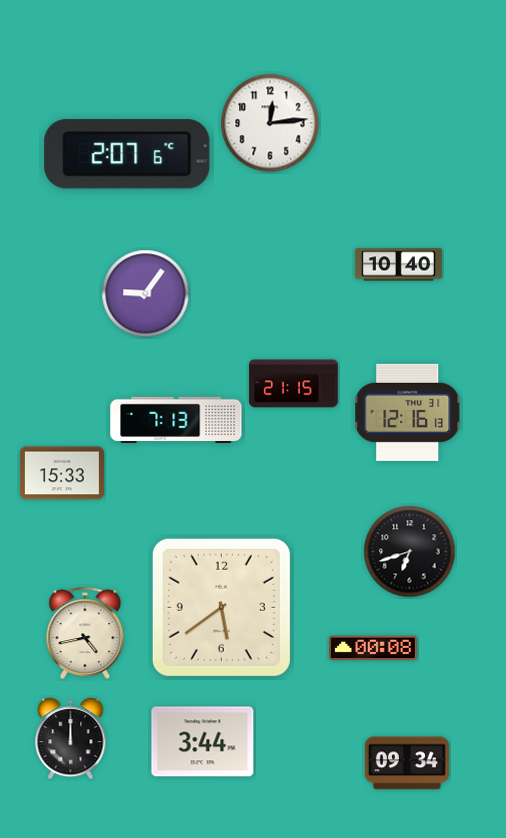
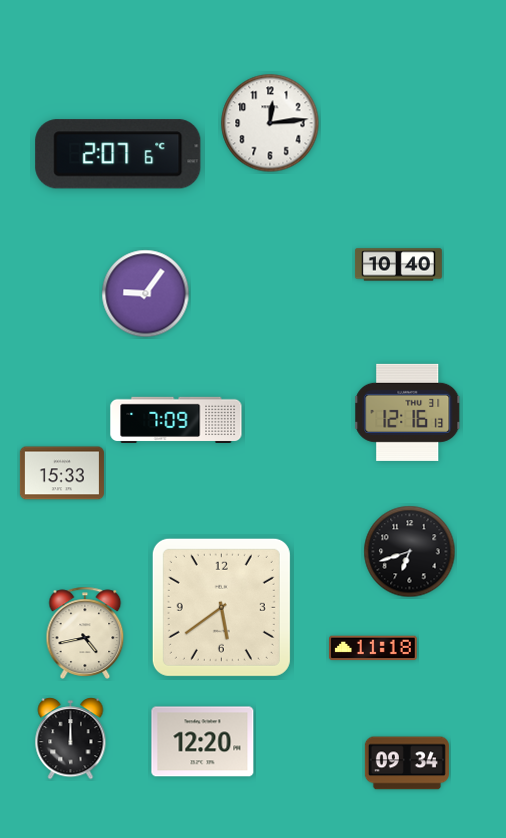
clock at (127, 154) position: (127, 154) -> (118, 154)
clock at (294, 384): 21:15 -> none
clock at (176, 419): 7:13 -> 7:09
clock at (373, 648): 00:08 -> 11:18
clock at (203, 742): 3:44 -> 12:20
